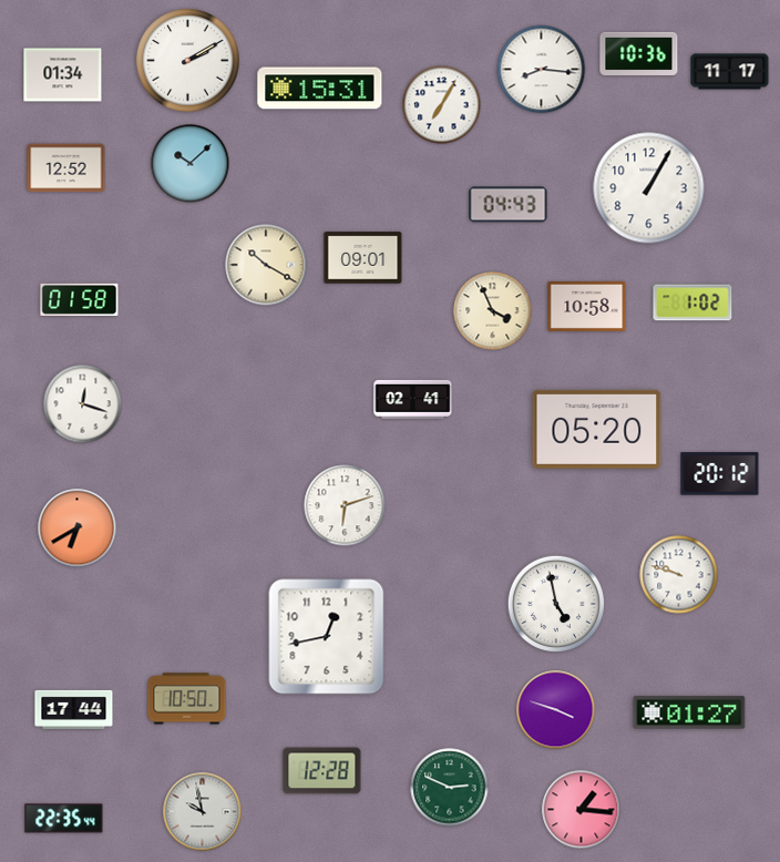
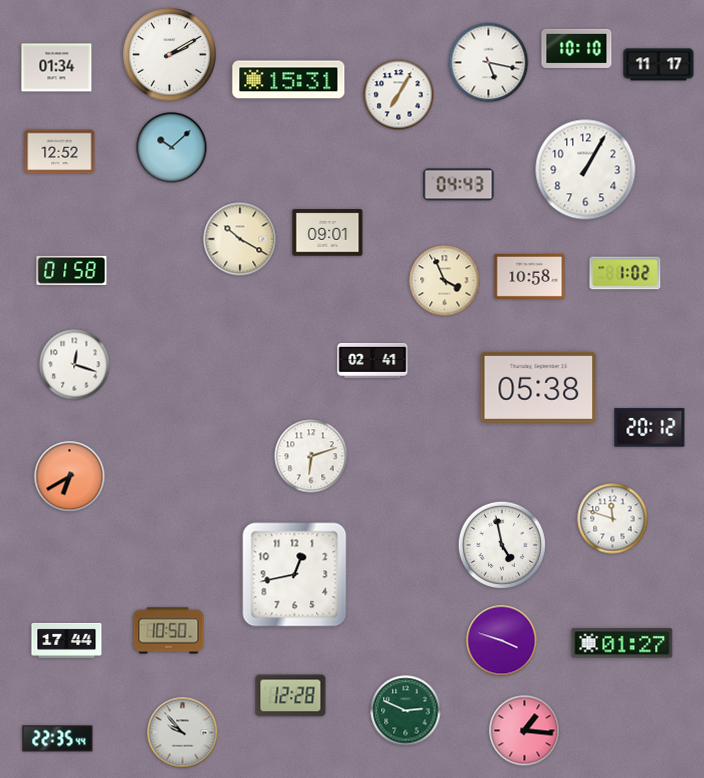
clock at (639, 53): 10:36 -> 10:10
clock at (542, 70): 8:16 -> 5:17
clock at (597, 429): 05:20 -> 05:38
clock at (679, 575): 9:48 -> 11:48
clock at (203, 812): 9:58 -> 9:53
